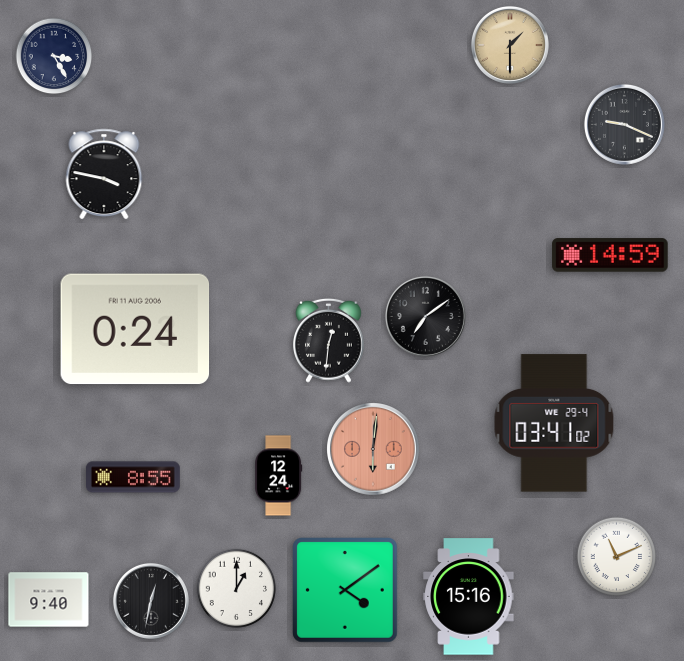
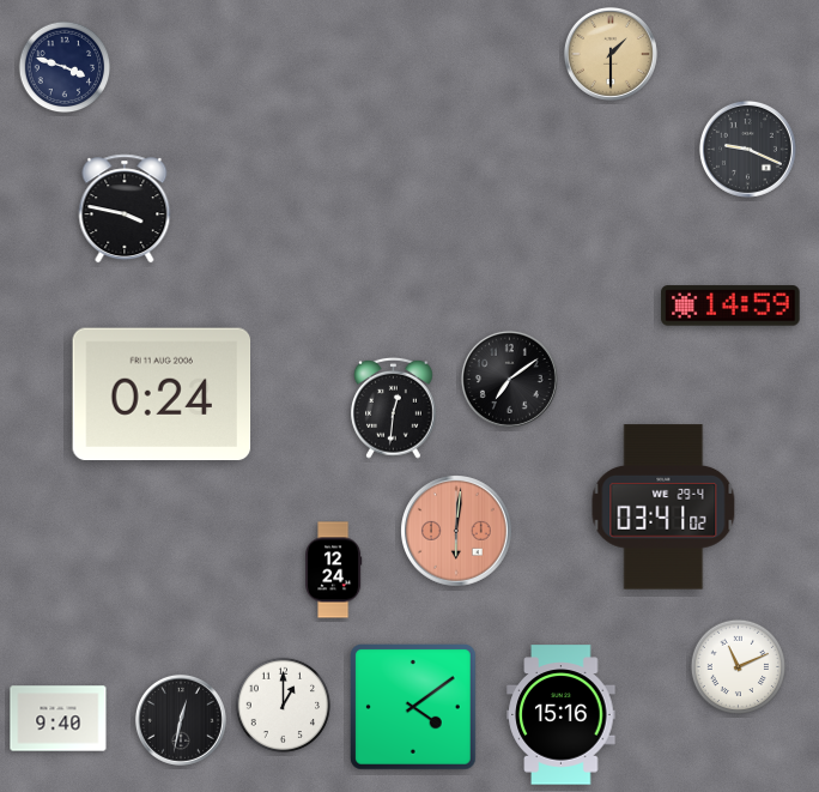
clock at (54, 56): 3:25 -> 3:48
clock at (374, 450) position: (374, 450) -> (457, 532)
clock at (134, 477): 8:55 -> none
